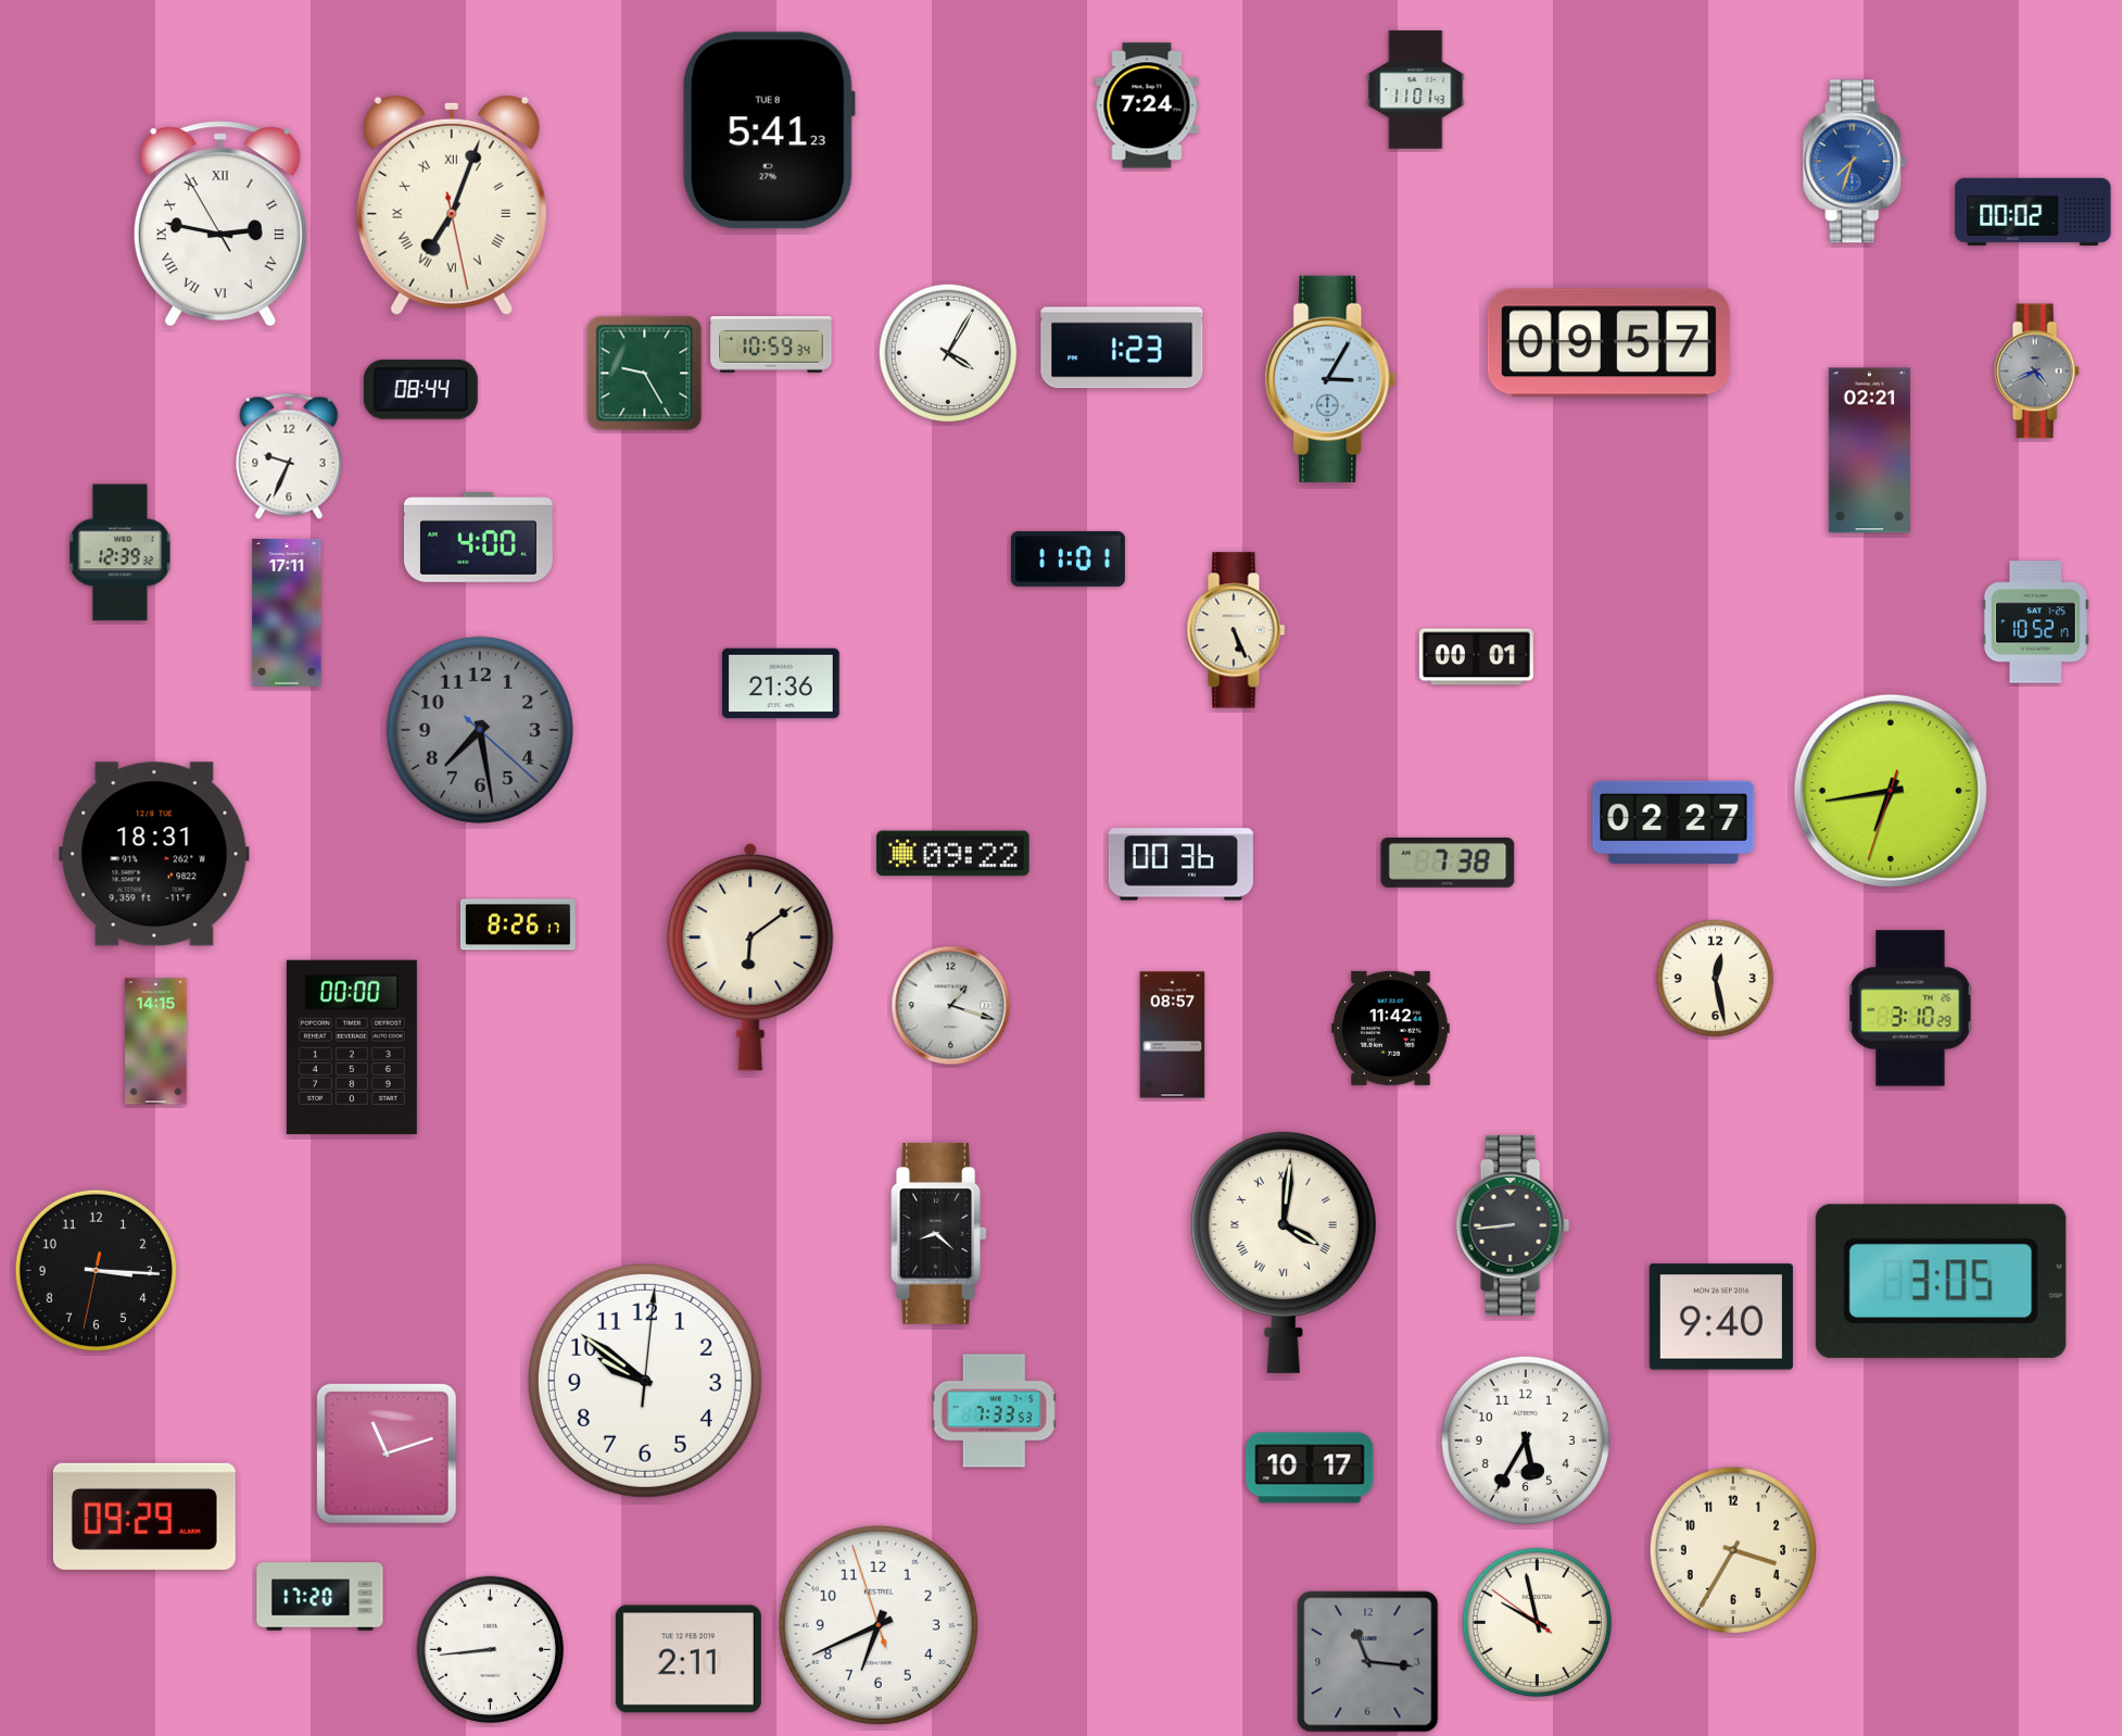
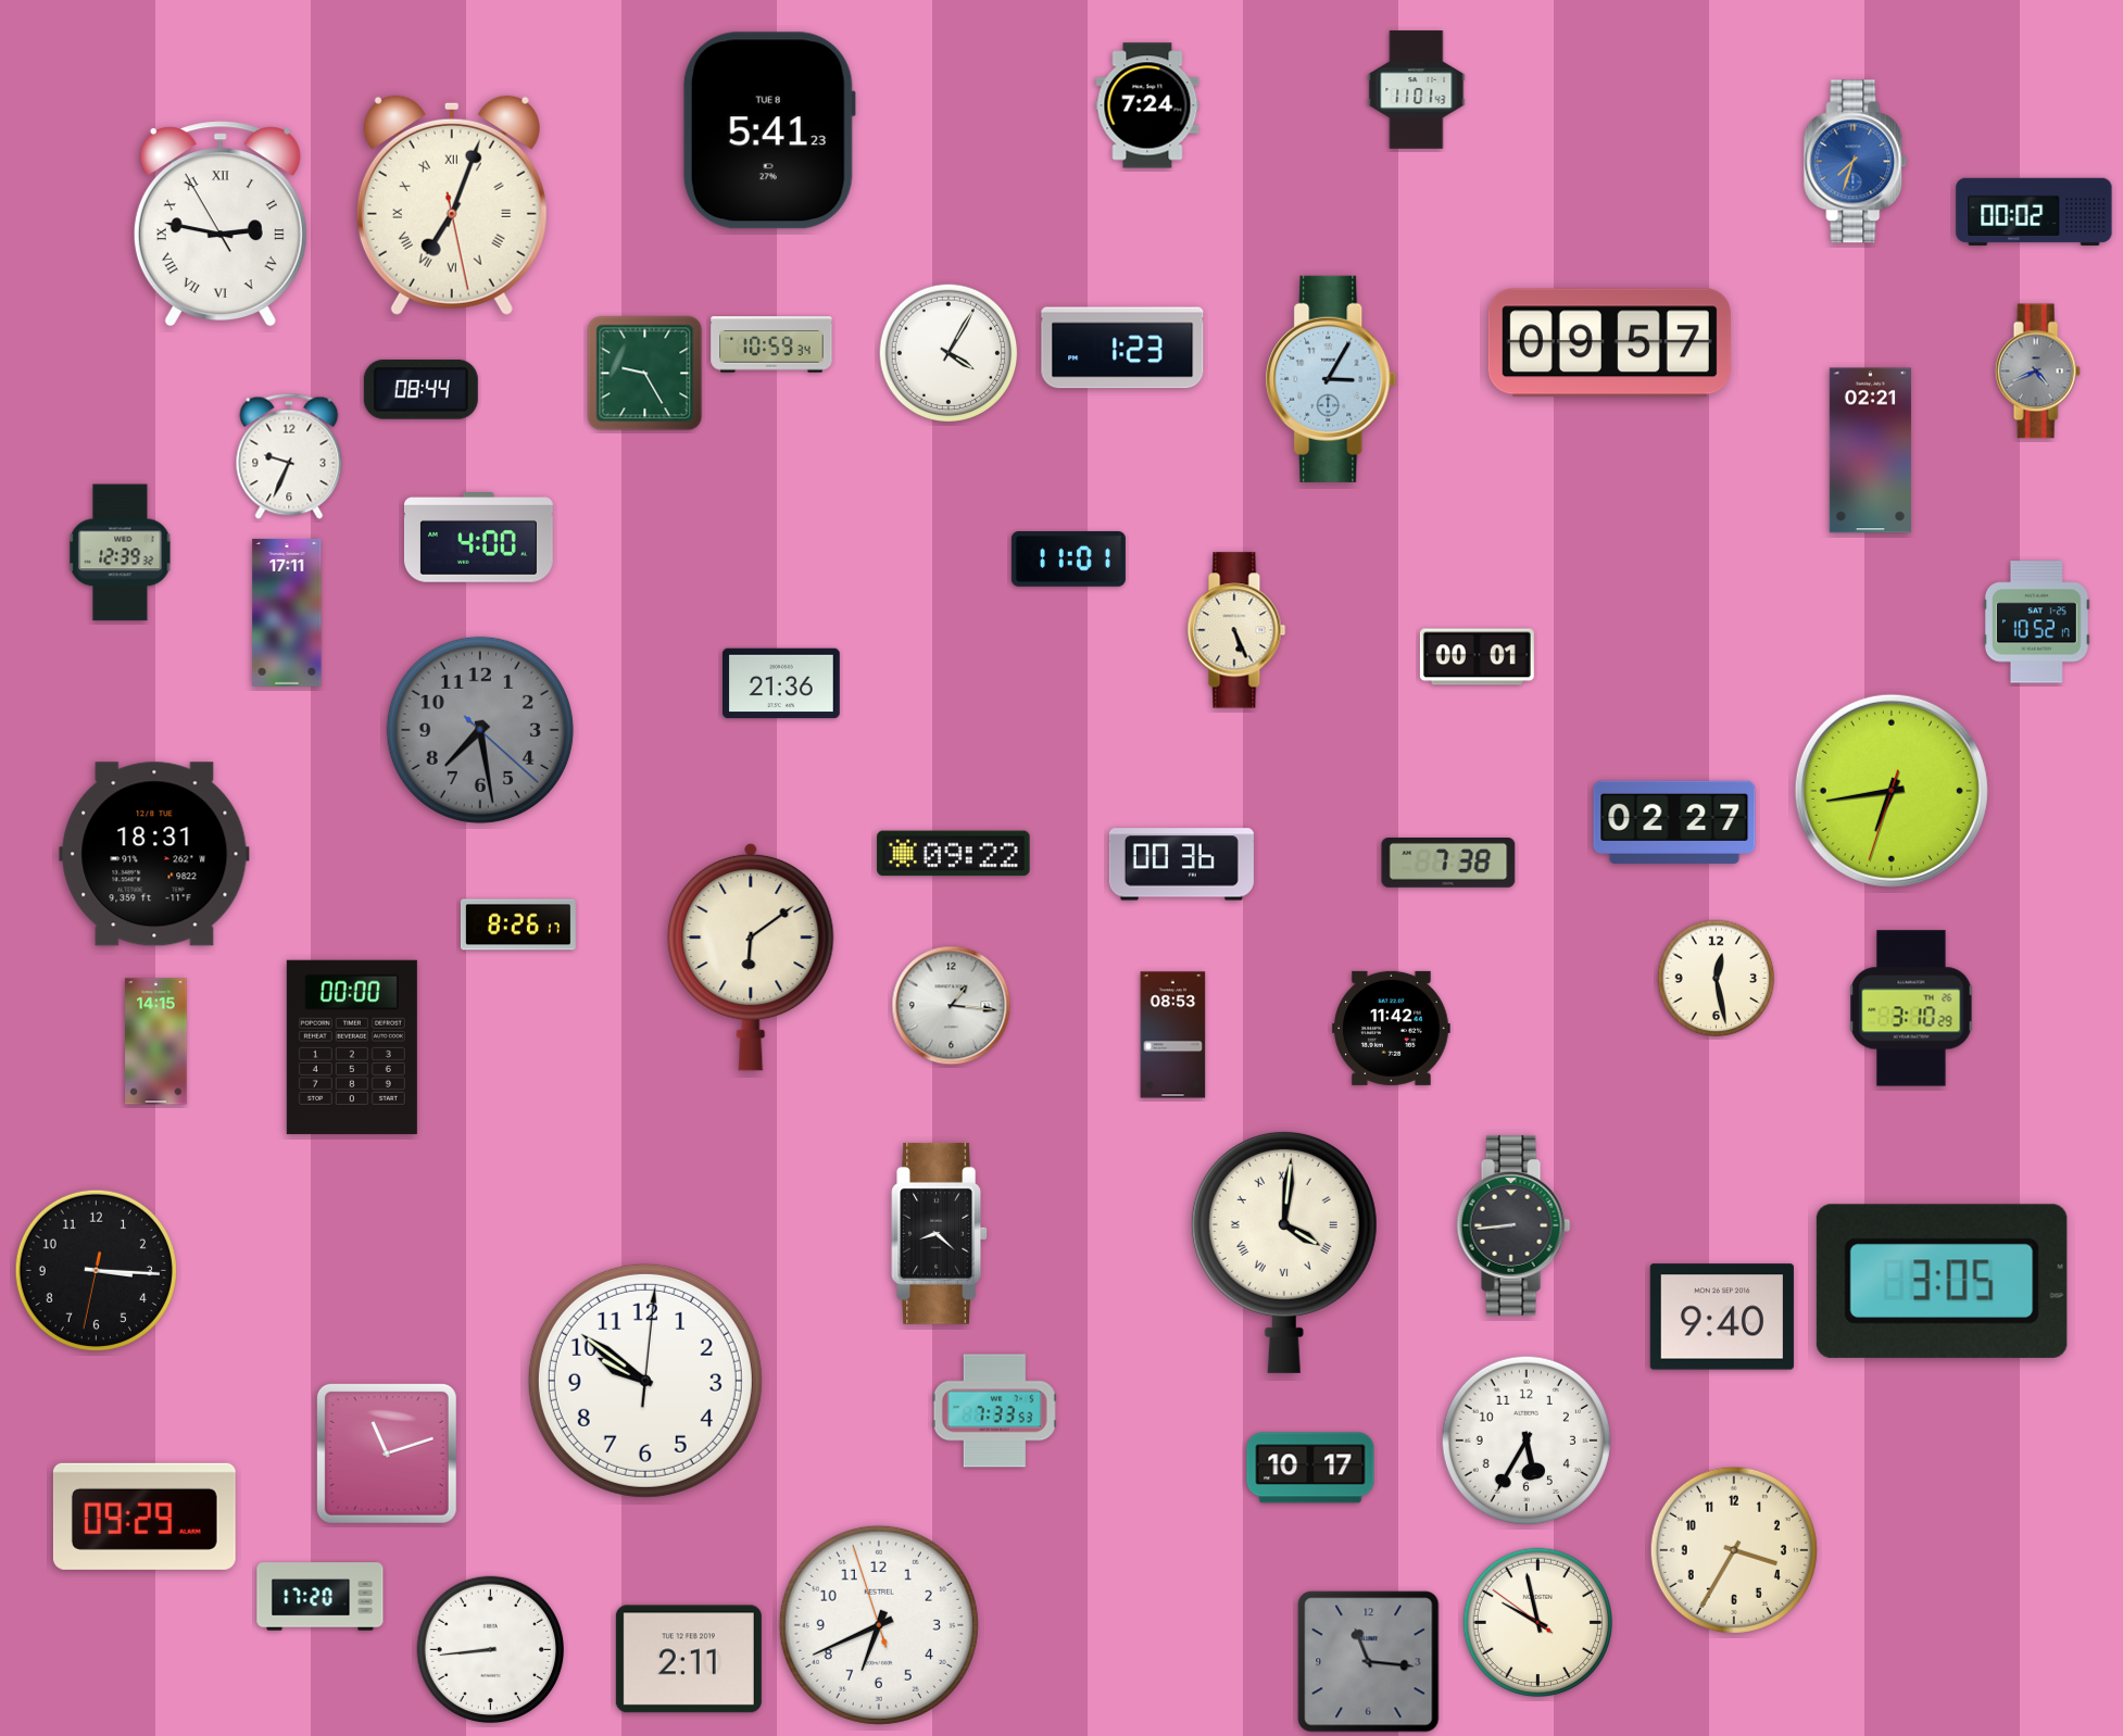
clock at (951, 1006): 1:18 -> 1:16
clock at (1173, 1035): 08:57 -> 08:53
